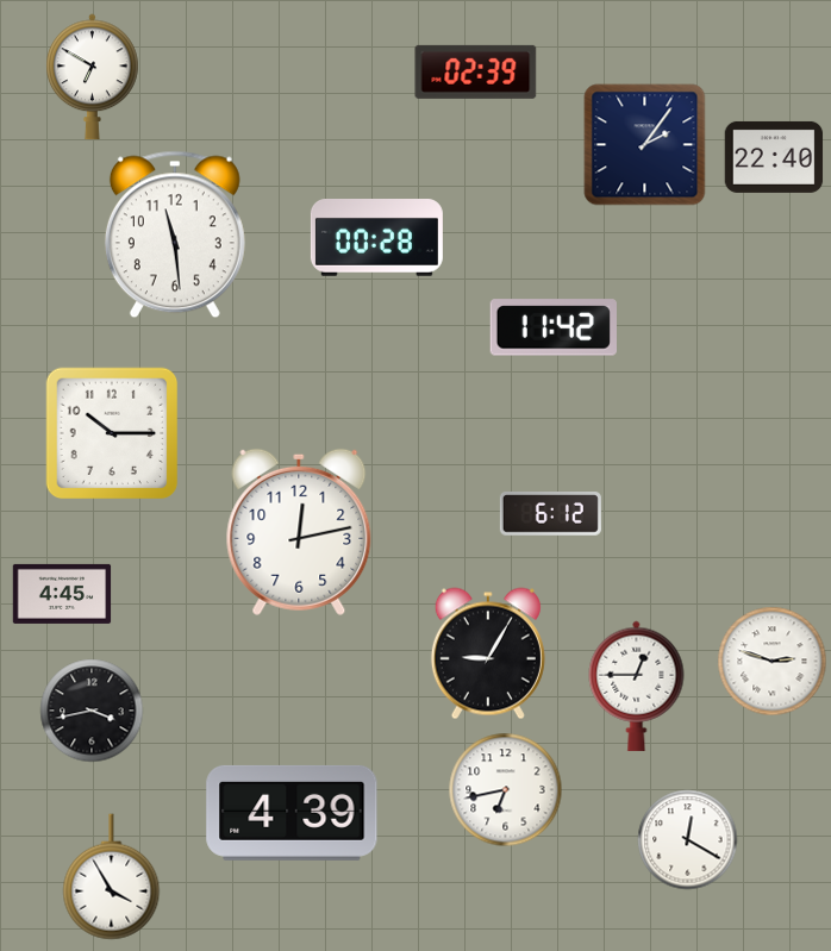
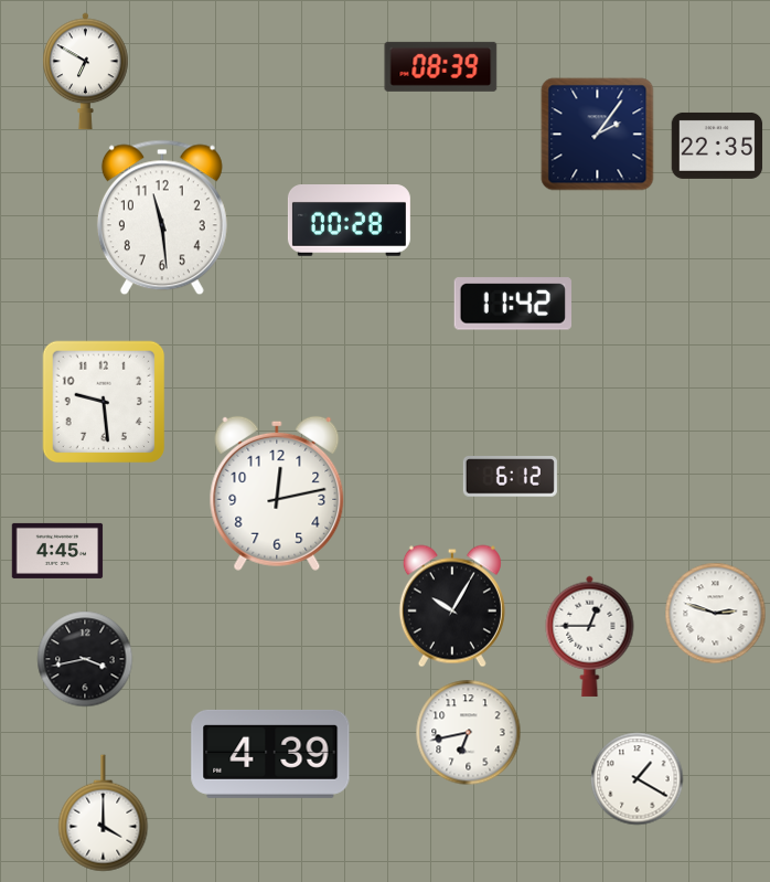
clock at (476, 71): 02:39 -> 08:39
clock at (774, 157): 22:40 -> 22:35
clock at (112, 433): 10:15 -> 9:29
clock at (488, 653): 9:05 -> 10:05
clock at (688, 840): 12:20 -> 1:20
clock at (112, 877): 3:55 -> 4:00
